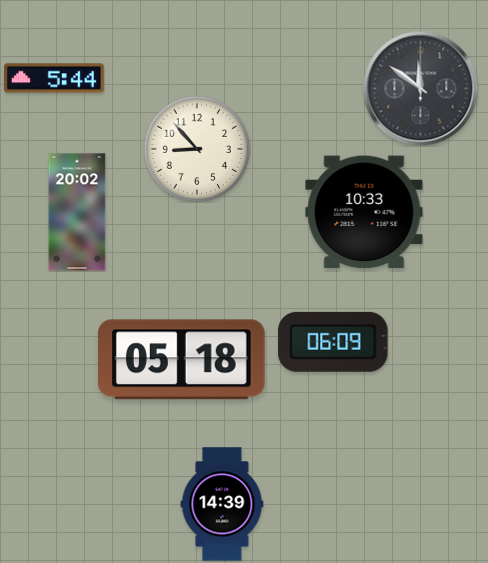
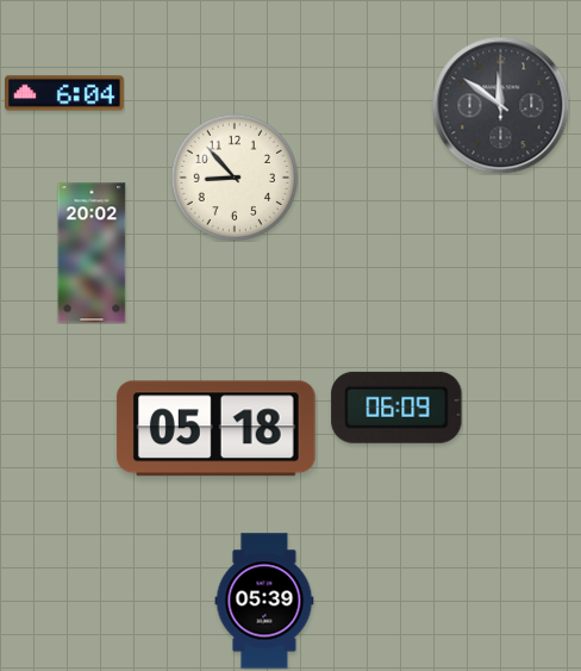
clock at (54, 78): 5:44 -> 6:04
clock at (364, 212): 10:33 -> none
clock at (222, 504): 14:39 -> 05:39
